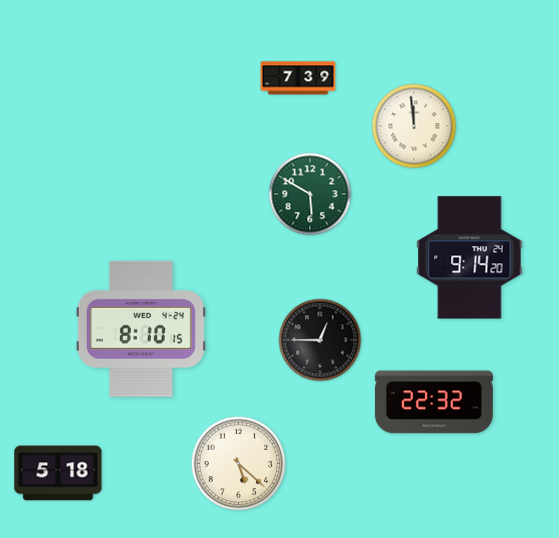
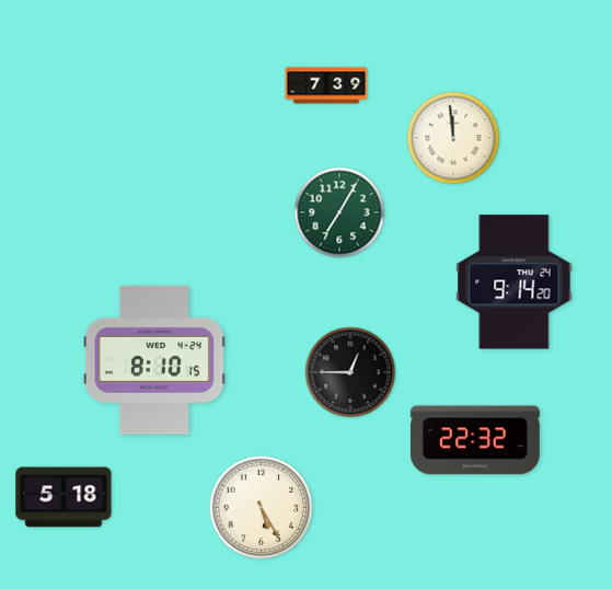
clock at (310, 194): 5:50 -> 7:05
clock at (239, 464): 5:22 -> 5:25
clock at (58, 473) position: (58, 473) -> (63, 497)
